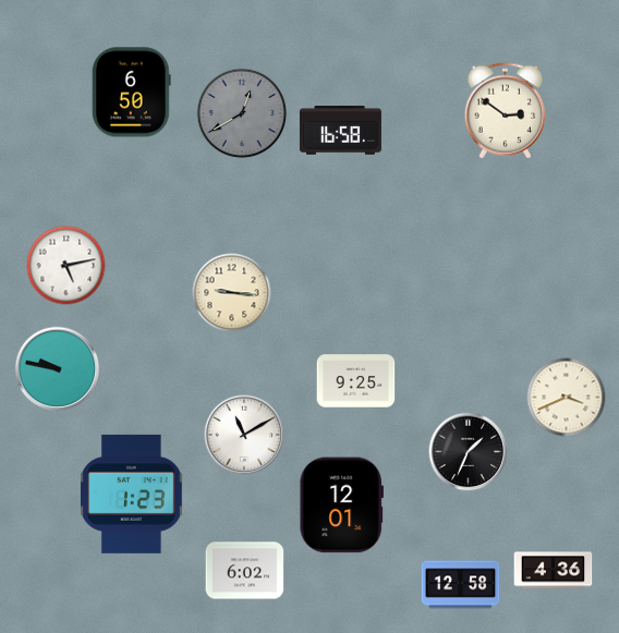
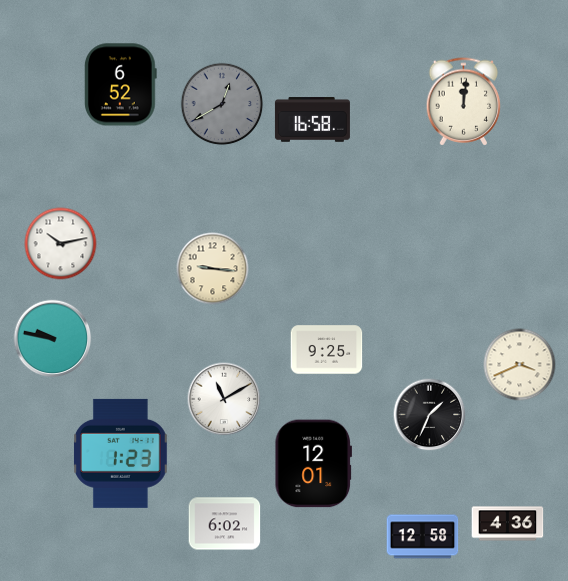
clock at (131, 93): 6:50 -> 6:52
clock at (506, 111): 2:51 -> 12:01
clock at (66, 266): 5:13 -> 10:13
